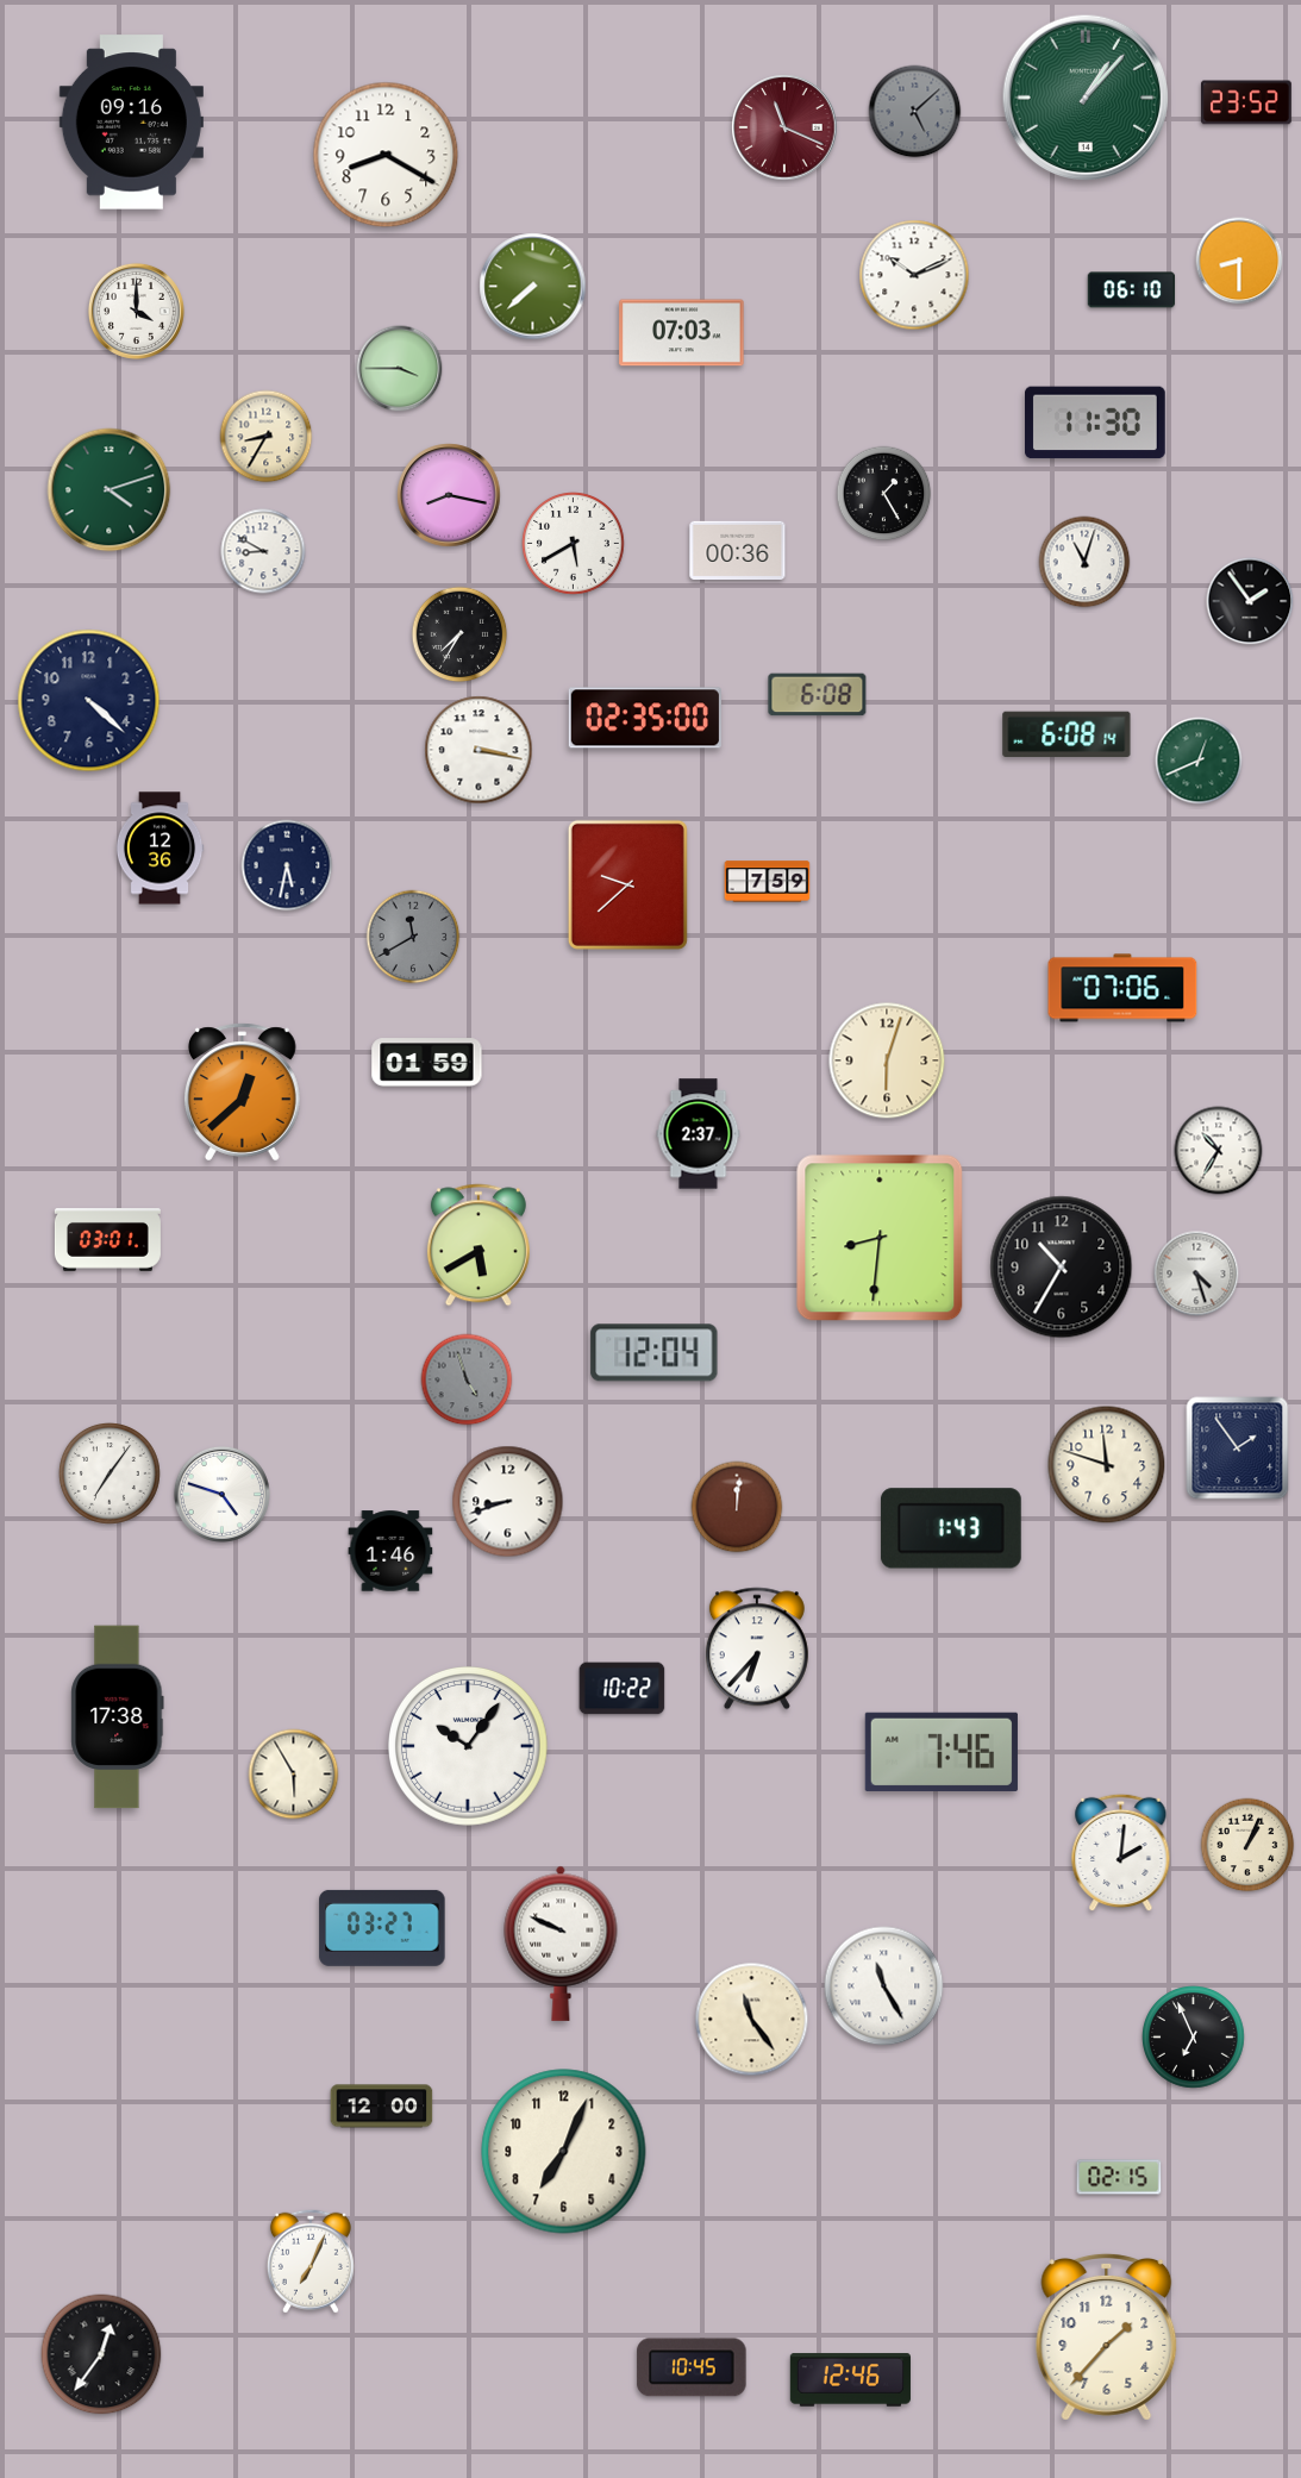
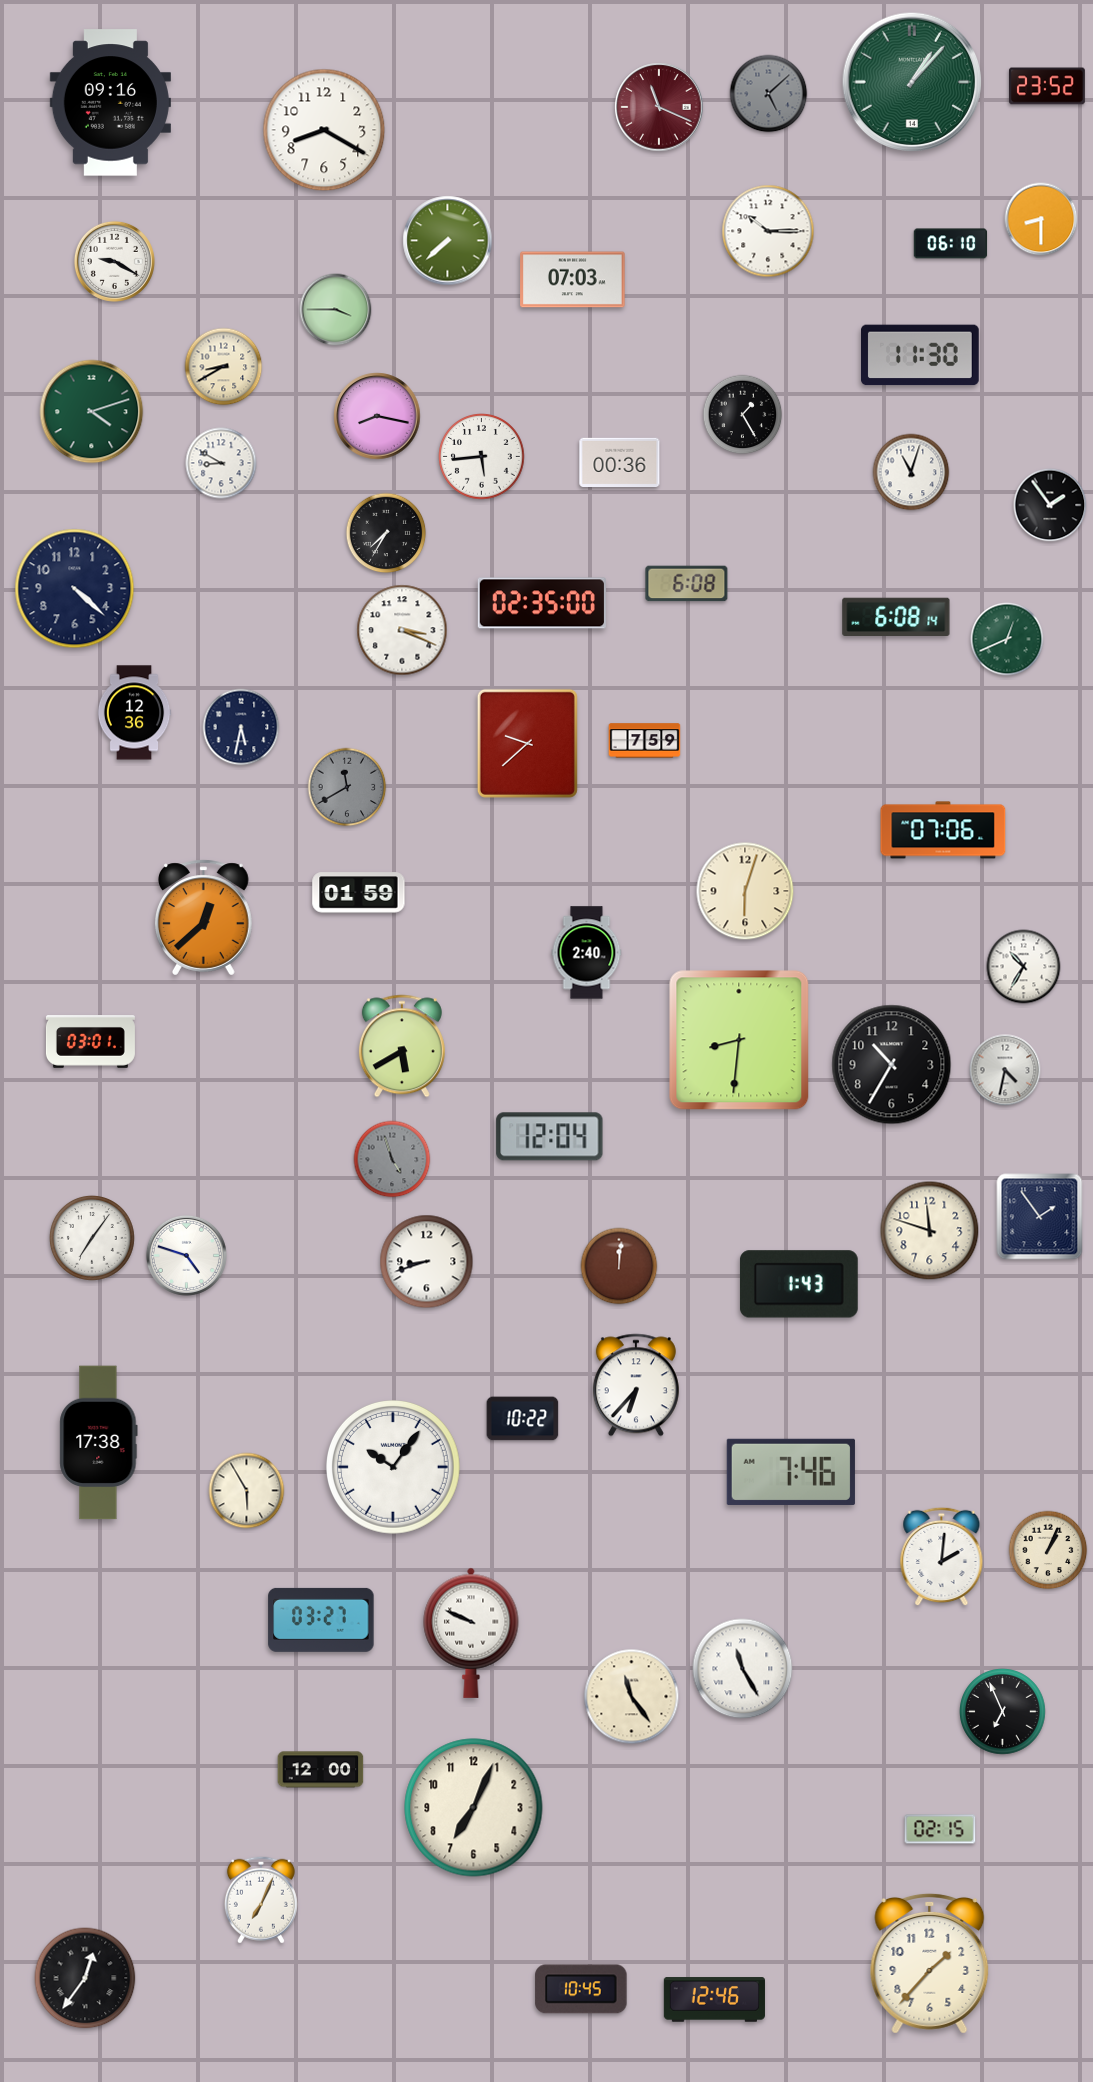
clock at (914, 275): 10:11 -> 10:15
clock at (136, 311): 4:00 -> 9:20
clock at (267, 437): 8:35 -> 8:40
clock at (574, 544): 5:40 -> 5:44
clock at (479, 750): 3:17 -> 3:19
clock at (699, 1134): 2:37 -> 2:40
clock at (1196, 1274): 4:27 -> 4:32
clock at (390, 1551): 1:46 -> none
